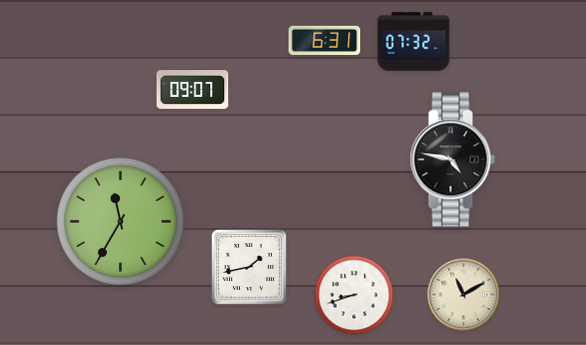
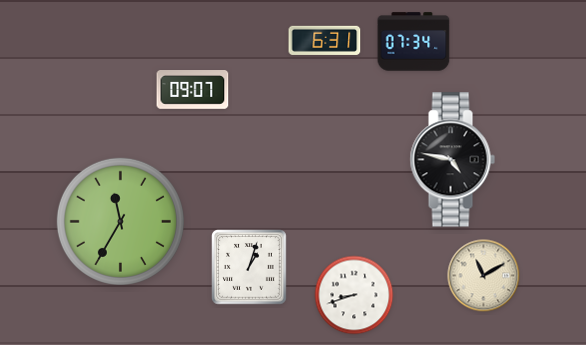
clock at (414, 42): 07:32 -> 07:34
clock at (249, 267): 1:43 -> 1:03
clock at (464, 295) position: (464, 295) -> (484, 276)
